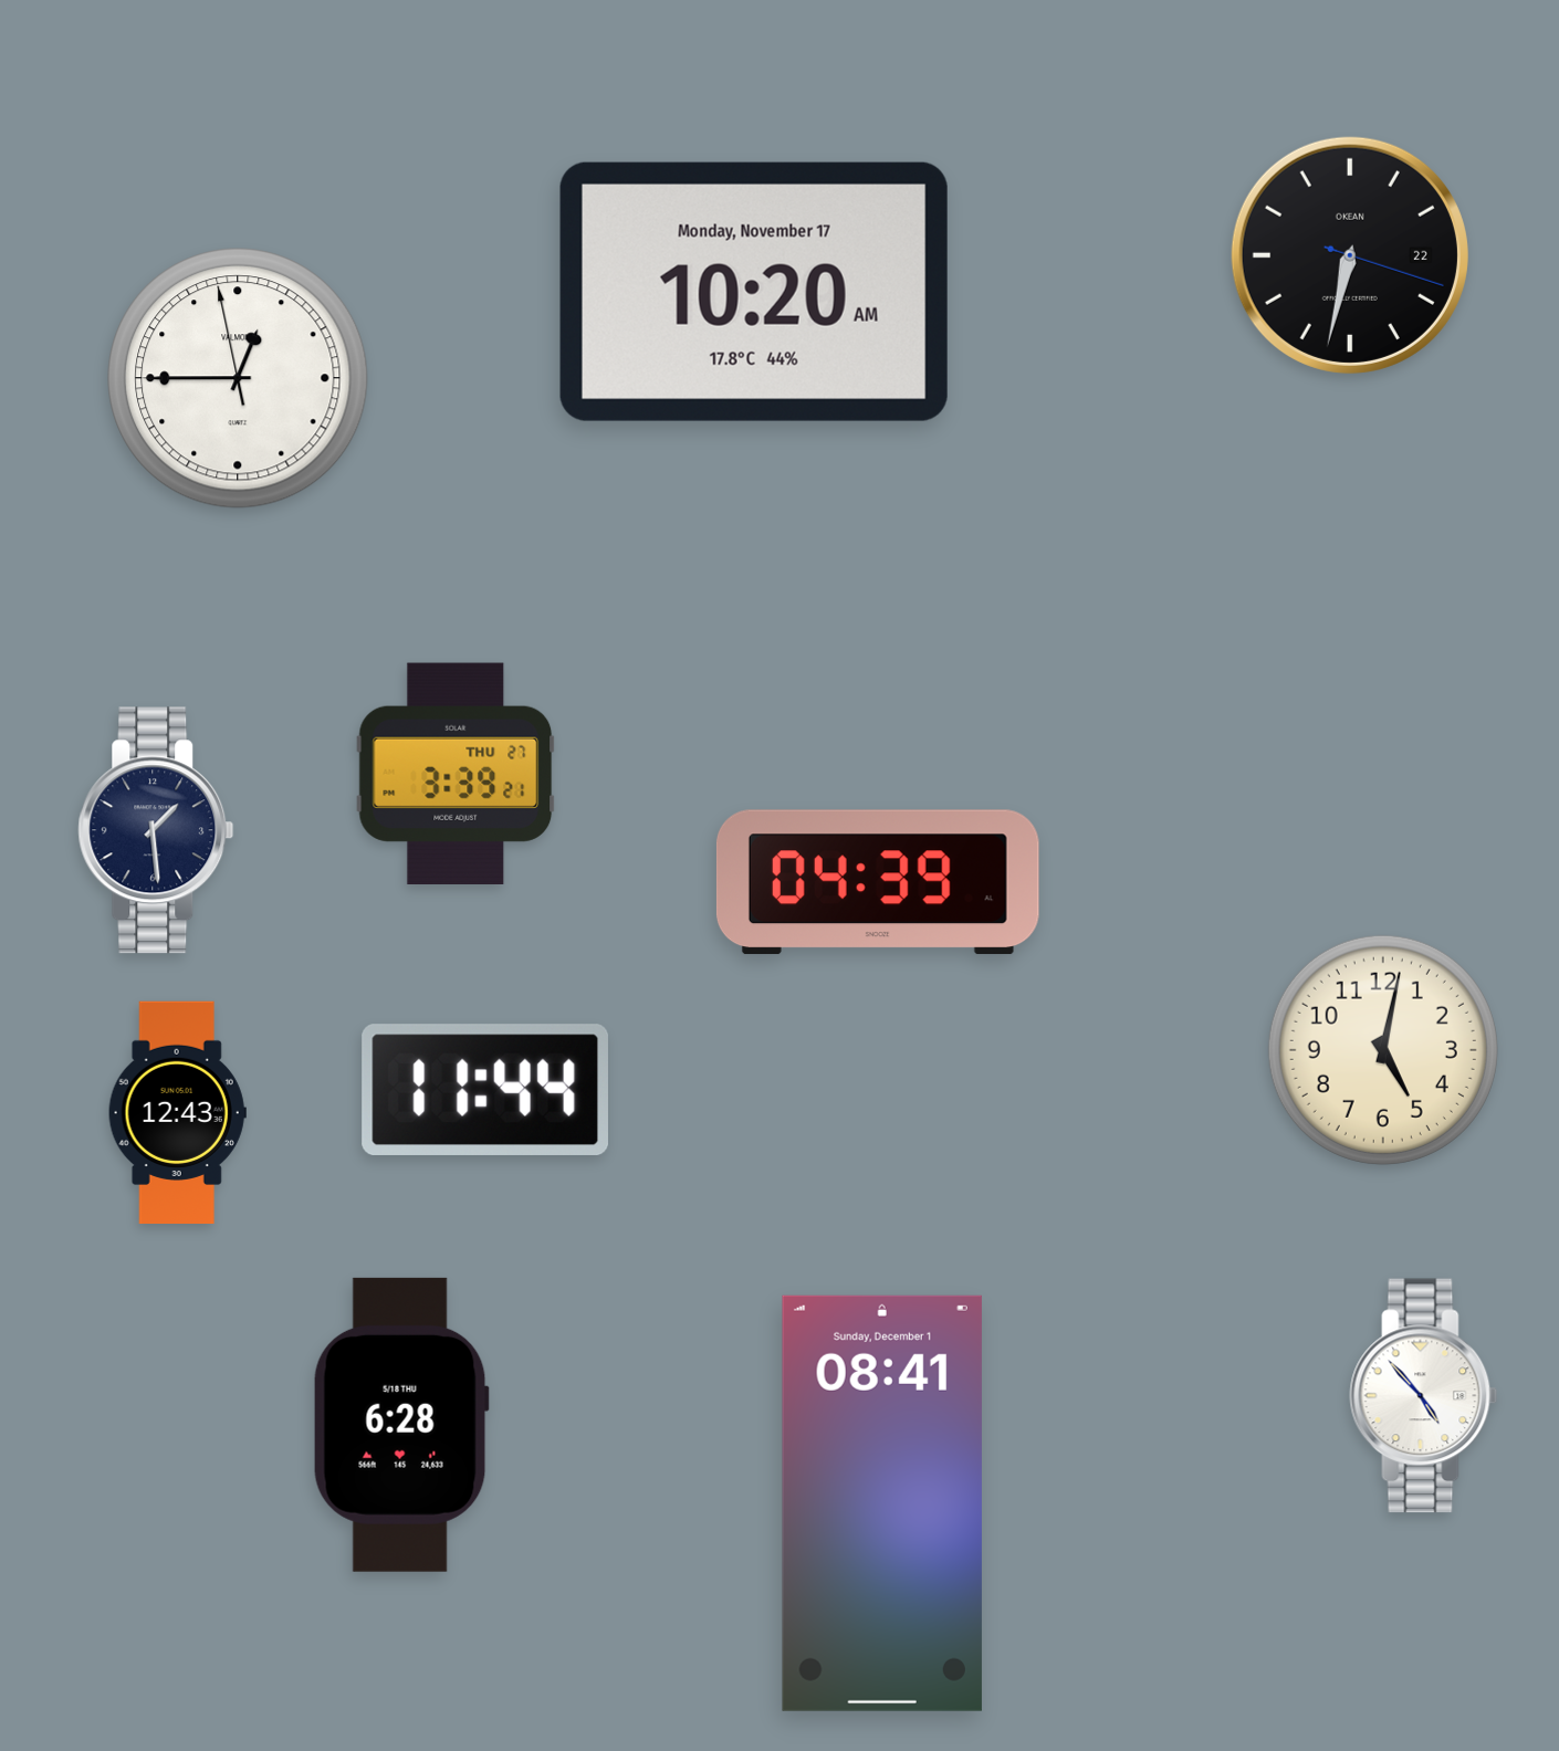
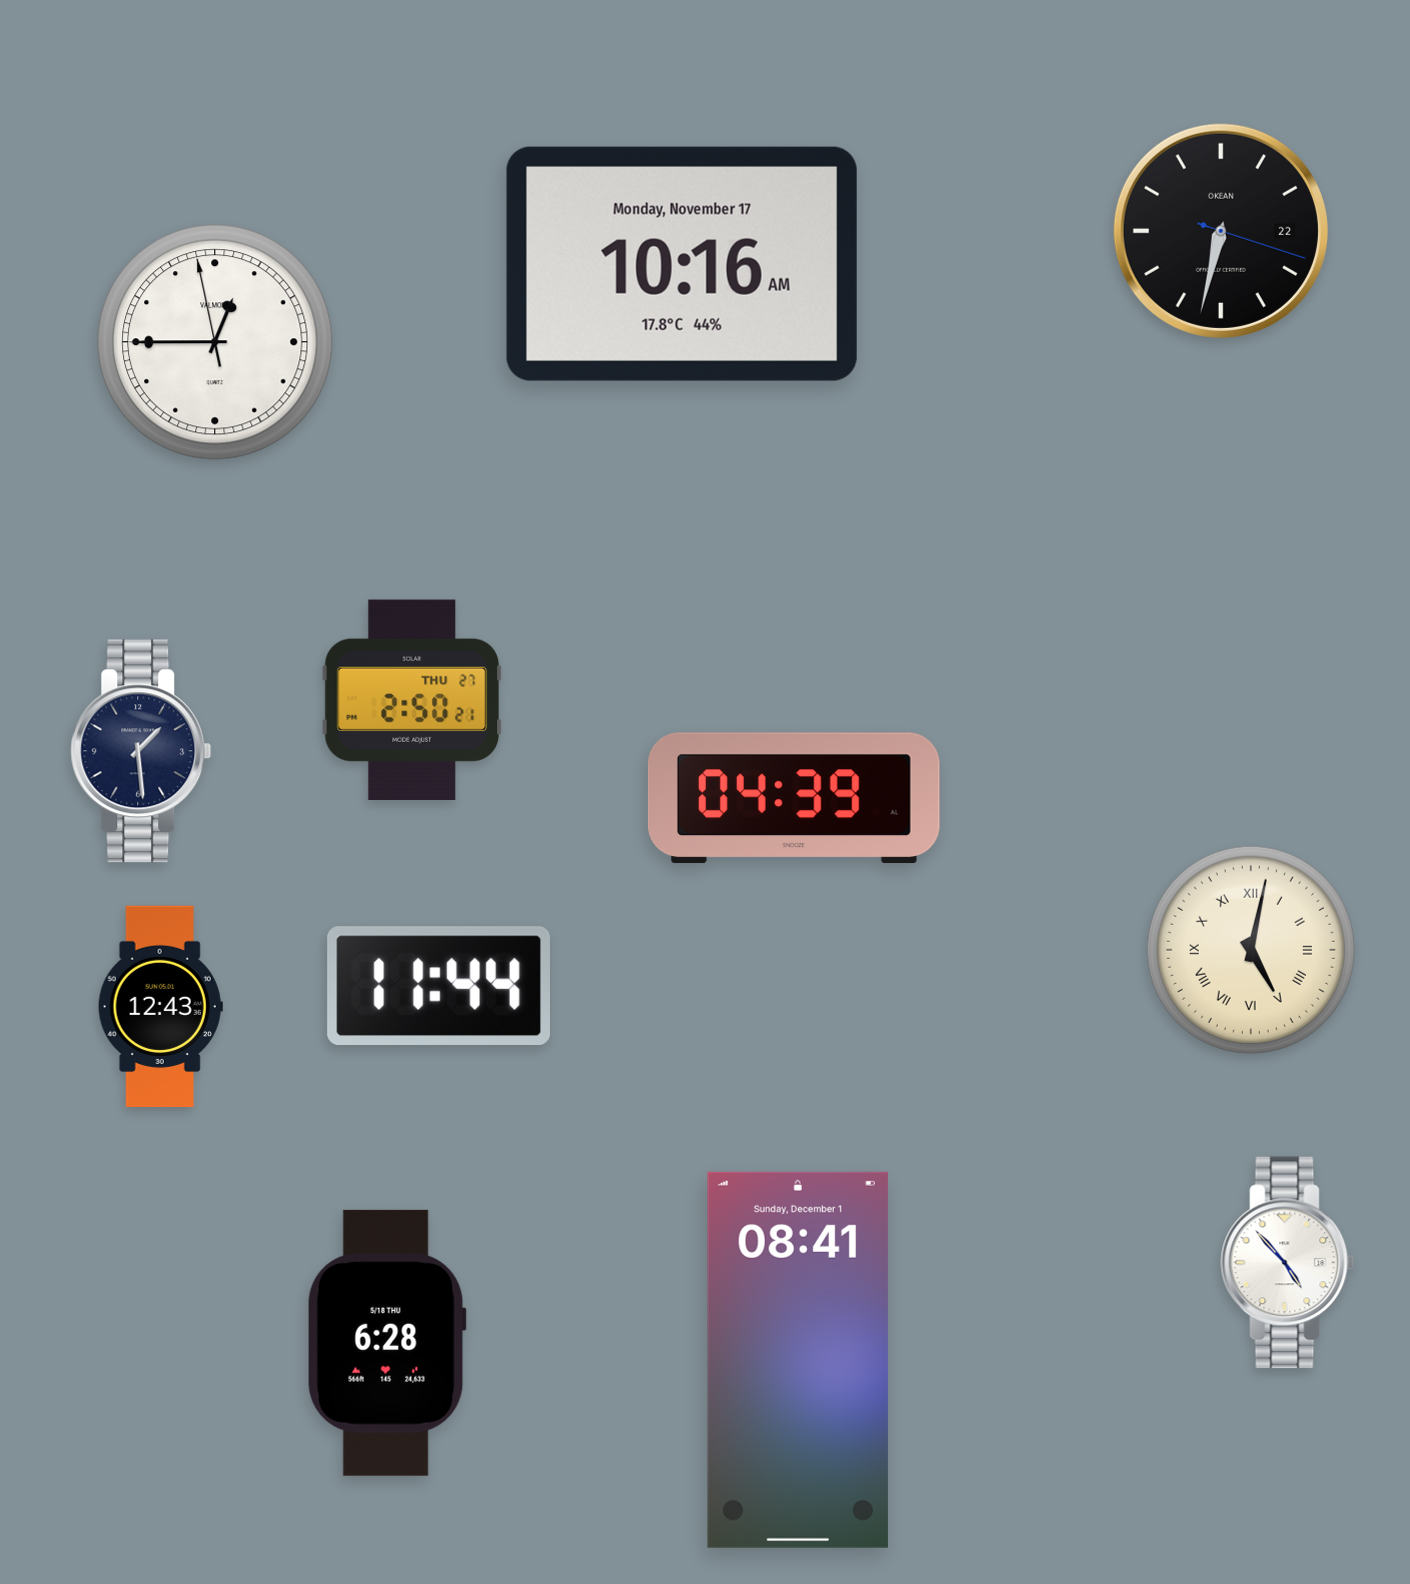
clock at (754, 292): 10:20 -> 10:16
clock at (456, 773): 3:39 -> 2:50
clock at (1383, 1050) numerals: Arabic -> Roman
clock at (401, 1425) position: (401, 1425) -> (387, 1343)
